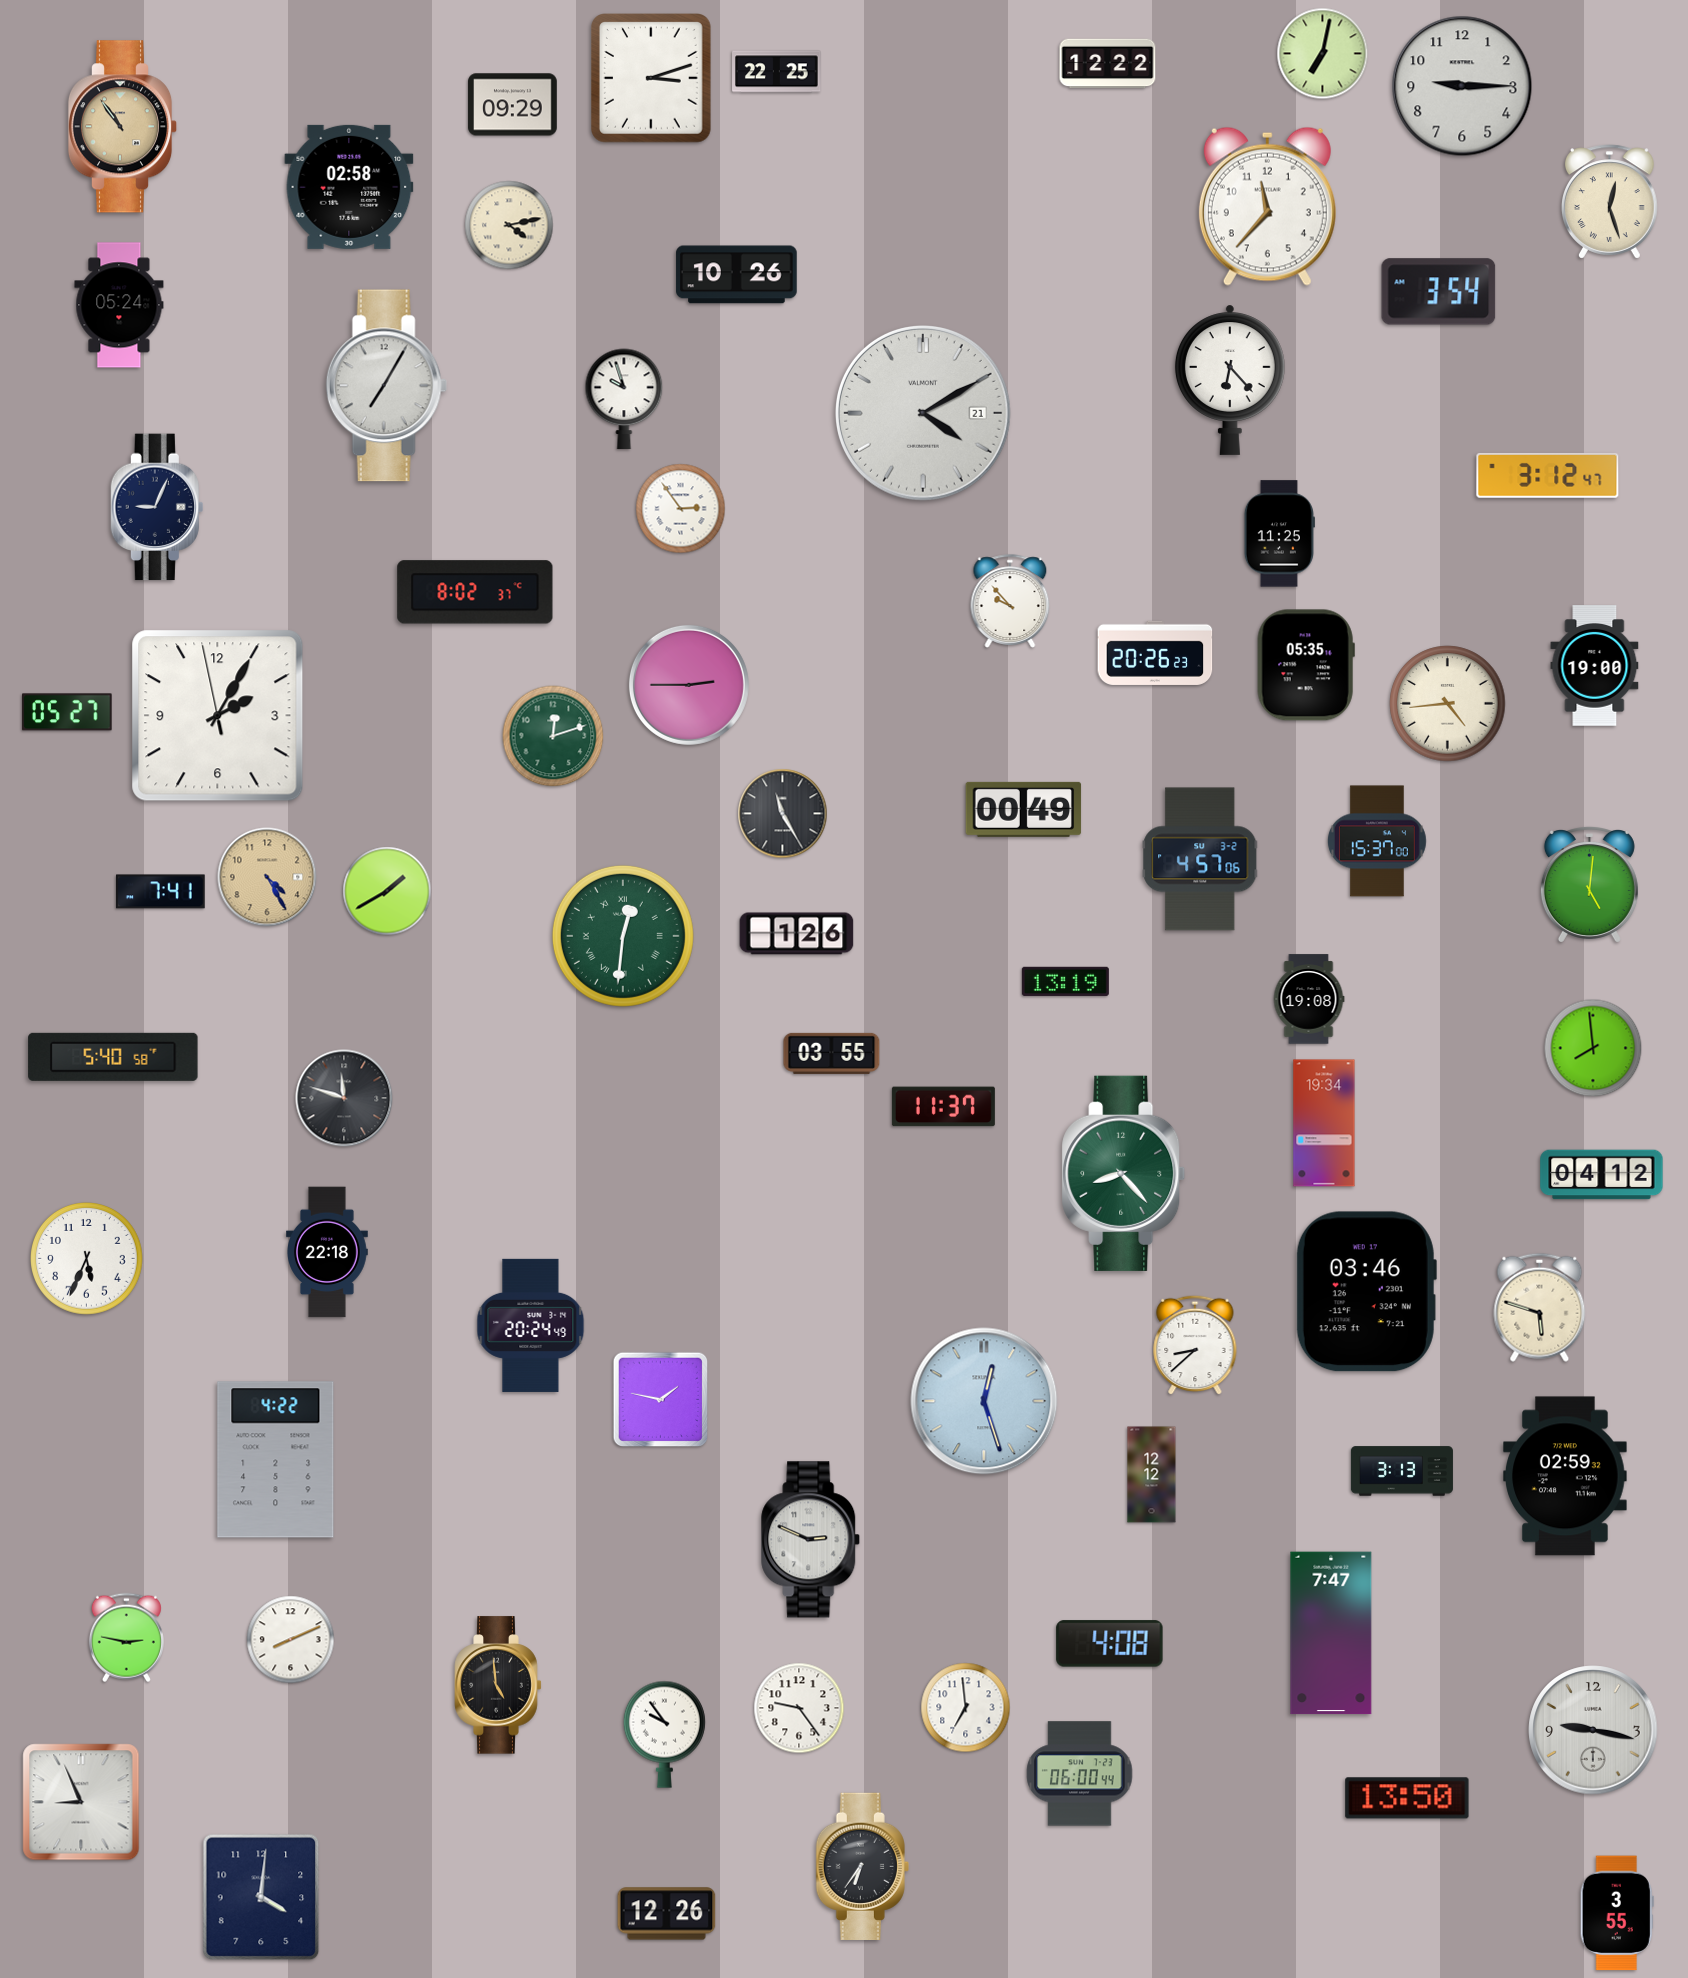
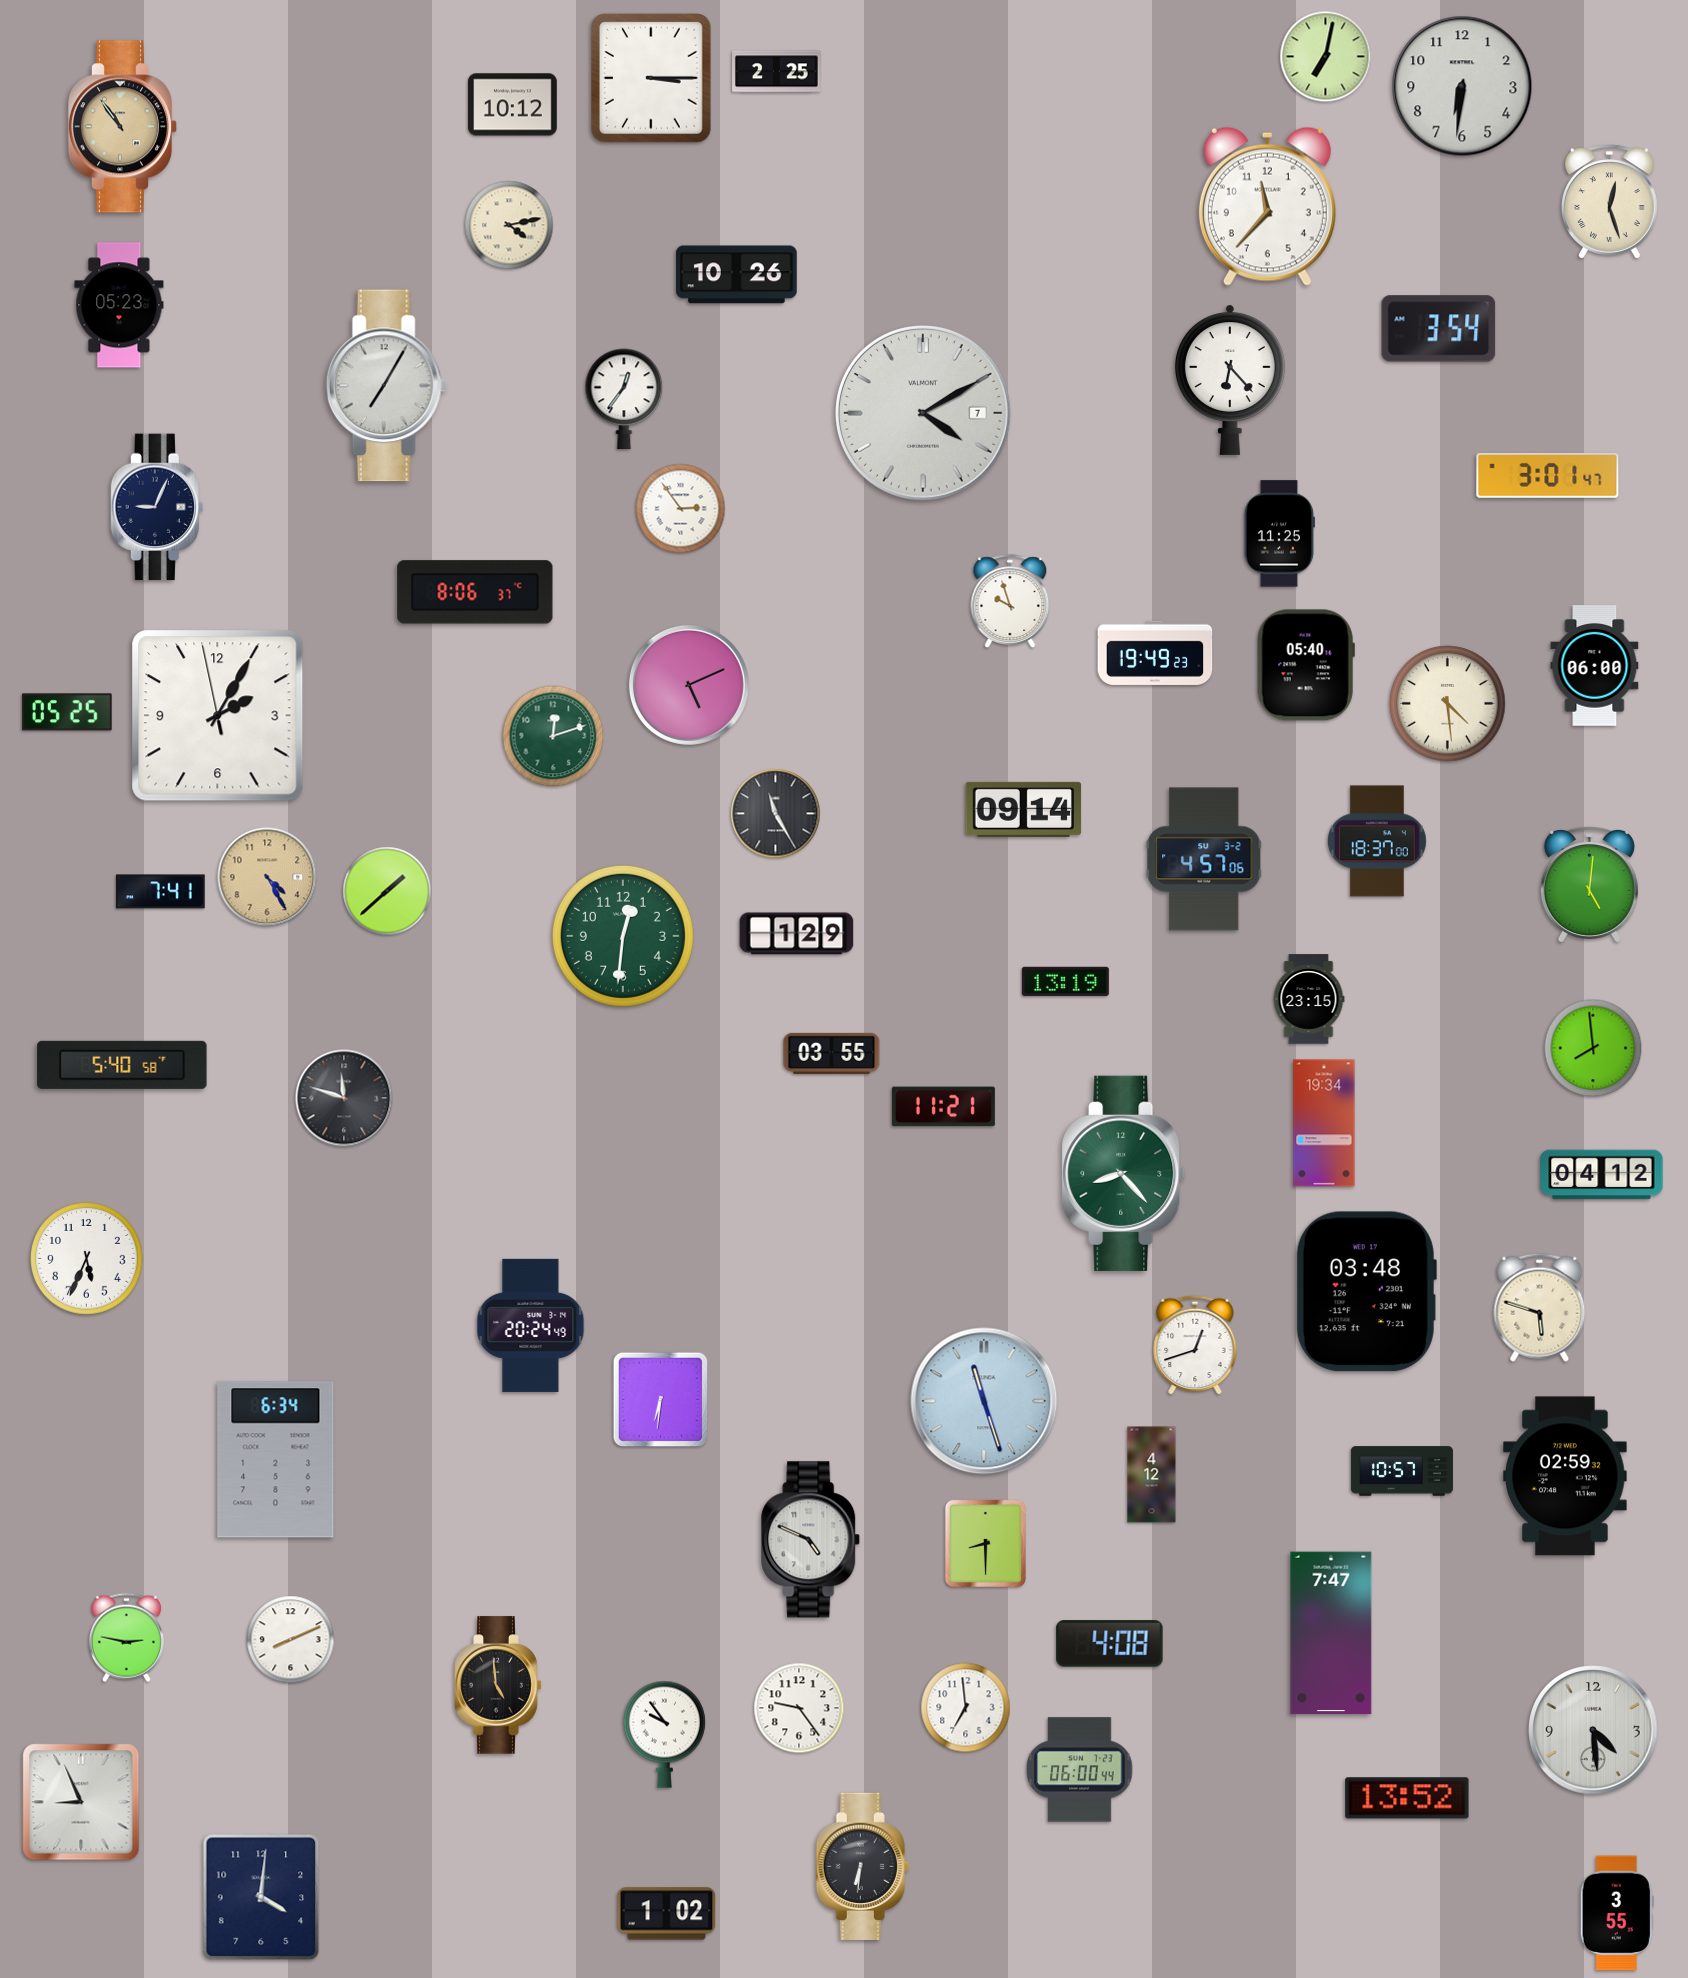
clock at (1323, 54) position: (1323, 54) -> (1326, 57)
clock at (1108, 64): 12:22 -> none
clock at (777, 72): 22:25 -> 2:25
clock at (652, 79): 3:12 -> 3:15
clock at (1462, 86): 9:15 -> 6:31
clock at (513, 105): 09:29 -> 10:12
clock at (349, 187): 02:58 -> none
clock at (1439, 292) position: (1439, 292) -> (1439, 329)
clock at (119, 305): 05:24 -> 05:23
clock at (624, 399): 9:57 -> 12:36
clock at (924, 414) date: 21 -> 7
clock at (1548, 475): 3:12 -> 3:01
clock at (475, 592): 8:02 -> 8:06
clock at (1010, 601): 9:53 -> 9:57
clock at (1155, 653): 20:26 -> 19:49
clock at (1306, 665): 05:35 -> 05:40
clock at (1595, 666): 19:00 -> 06:00
clock at (689, 685): 2:45 -> 5:11
clock at (1448, 704): 4:44 -> 4:29
clock at (67, 712): 05:27 -> 05:25
clock at (1024, 809): 00:49 -> 09:14
clock at (783, 814) position: (783, 814) -> (776, 814)
clock at (1377, 841): 15:37 -> 18:37
clock at (1200, 859) position: (1200, 859) -> (1204, 859)
clock at (387, 891): 1:40 -> 1:38
clock at (797, 934): 1:26 -> 1:29
clock at (623, 936) numerals: Roman -> Arabic
clock at (1309, 999): 19:08 -> 23:15
clock at (113, 1057) position: (113, 1057) -> (122, 1065)
clock at (943, 1107): 11:37 -> 11:21
clock at (328, 1252): 22:18 -> none
clock at (1366, 1292): 03:46 -> 03:48
clock at (1195, 1345): 8:38 -> 12:42
clock at (661, 1400): 1:47 -> 6:31
clock at (984, 1401): 12:27 -> 11:27
clock at (276, 1460): 4:22 -> 6:34
clock at (1402, 1471): 3:13 -> 10:57
clock at (1152, 1475): 12:12 -> 4:12
clock at (811, 1540): 2:49 -> 4:49
clock at (985, 1543): none -> 8:30
clock at (1593, 1730): 9:17 -> 4:29
clock at (1080, 1774) position: (1080, 1774) -> (1080, 1770)
clock at (1407, 1798): 13:50 -> 13:52
clock at (862, 1866): 6:36 -> 6:31
clock at (667, 1914): 12:26 -> 1:02
